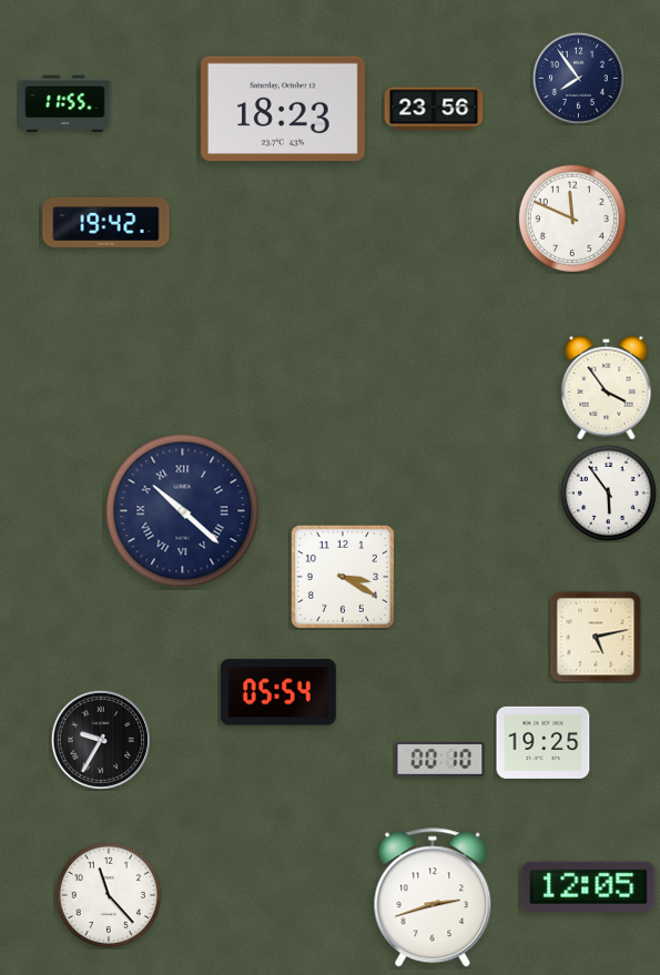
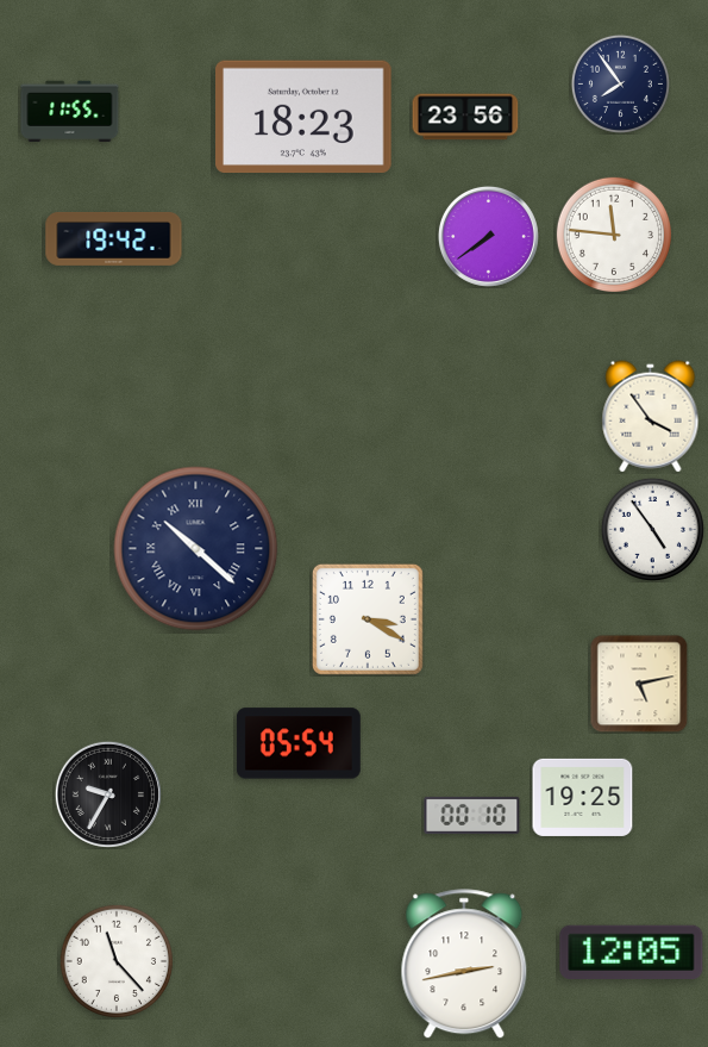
clock at (571, 217): 11:49 -> 11:46
clock at (488, 236): none -> 7:39
clock at (608, 492): 5:54 -> 4:54
clock at (433, 898): 2:42 -> 2:43
